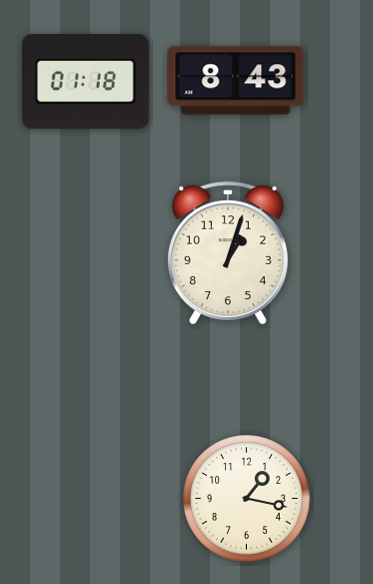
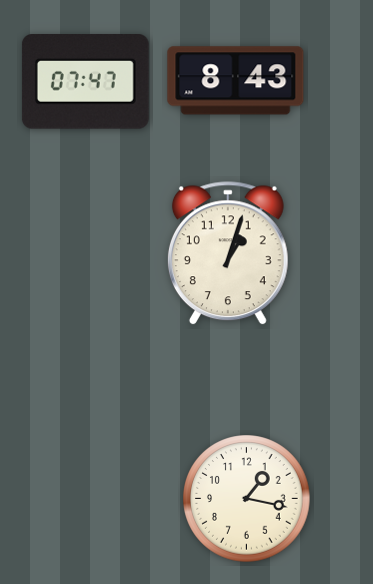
clock at (85, 82): 01:18 -> 07:47
